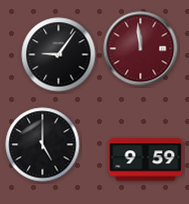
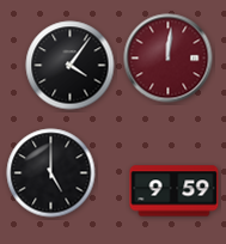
clock at (141, 49): 11:59 -> 12:01
clock at (59, 55): 9:06 -> 4:06
